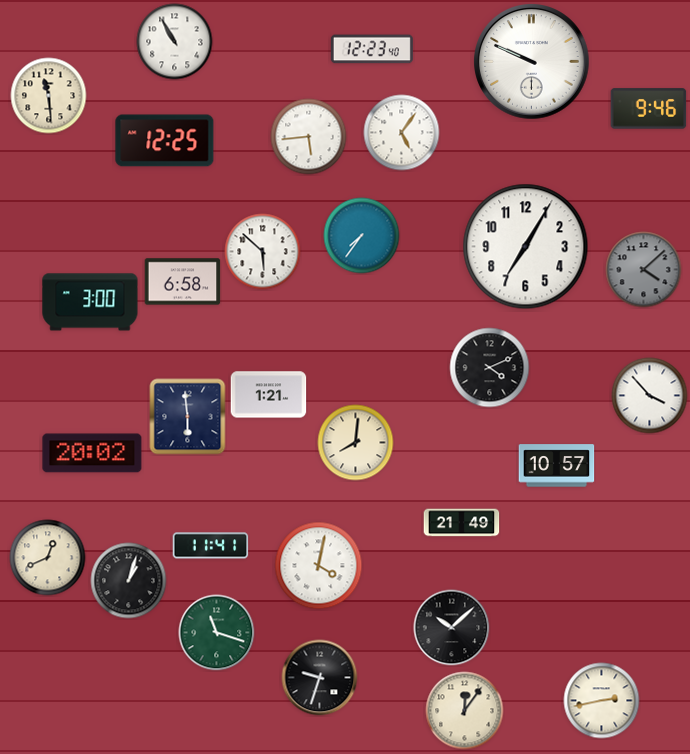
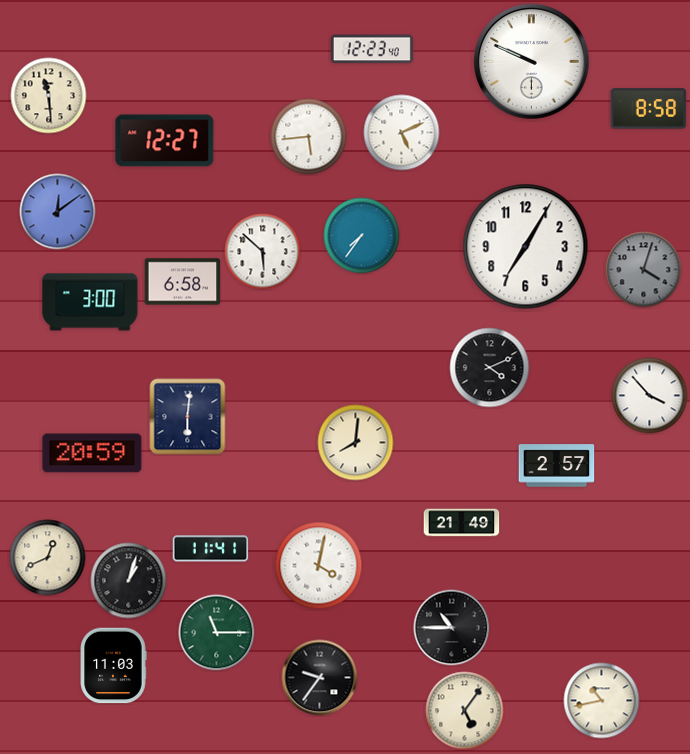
clock at (175, 42): 10:55 -> none
clock at (649, 109): 9:46 -> 8:58
clock at (402, 133): 5:06 -> 5:11
clock at (165, 141): 12:25 -> 12:27
clock at (58, 212): none -> 12:09
clock at (644, 270): 4:08 -> 4:03
clock at (269, 395): 1:21 -> none
clock at (188, 417): 5:59 -> 6:01
clock at (92, 453): 20:02 -> 20:59
clock at (557, 466): 10:57 -> 2:57
clock at (211, 546) position: (211, 546) -> (211, 549)
clock at (452, 628): 10:08 -> 10:45
clock at (217, 633): 11:18 -> 11:15
clock at (113, 666): none -> 11:03
clock at (320, 678): 9:33 -> 9:36
clock at (602, 701): 2:43 -> 10:43
clock at (465, 711): 12:06 -> 5:06
